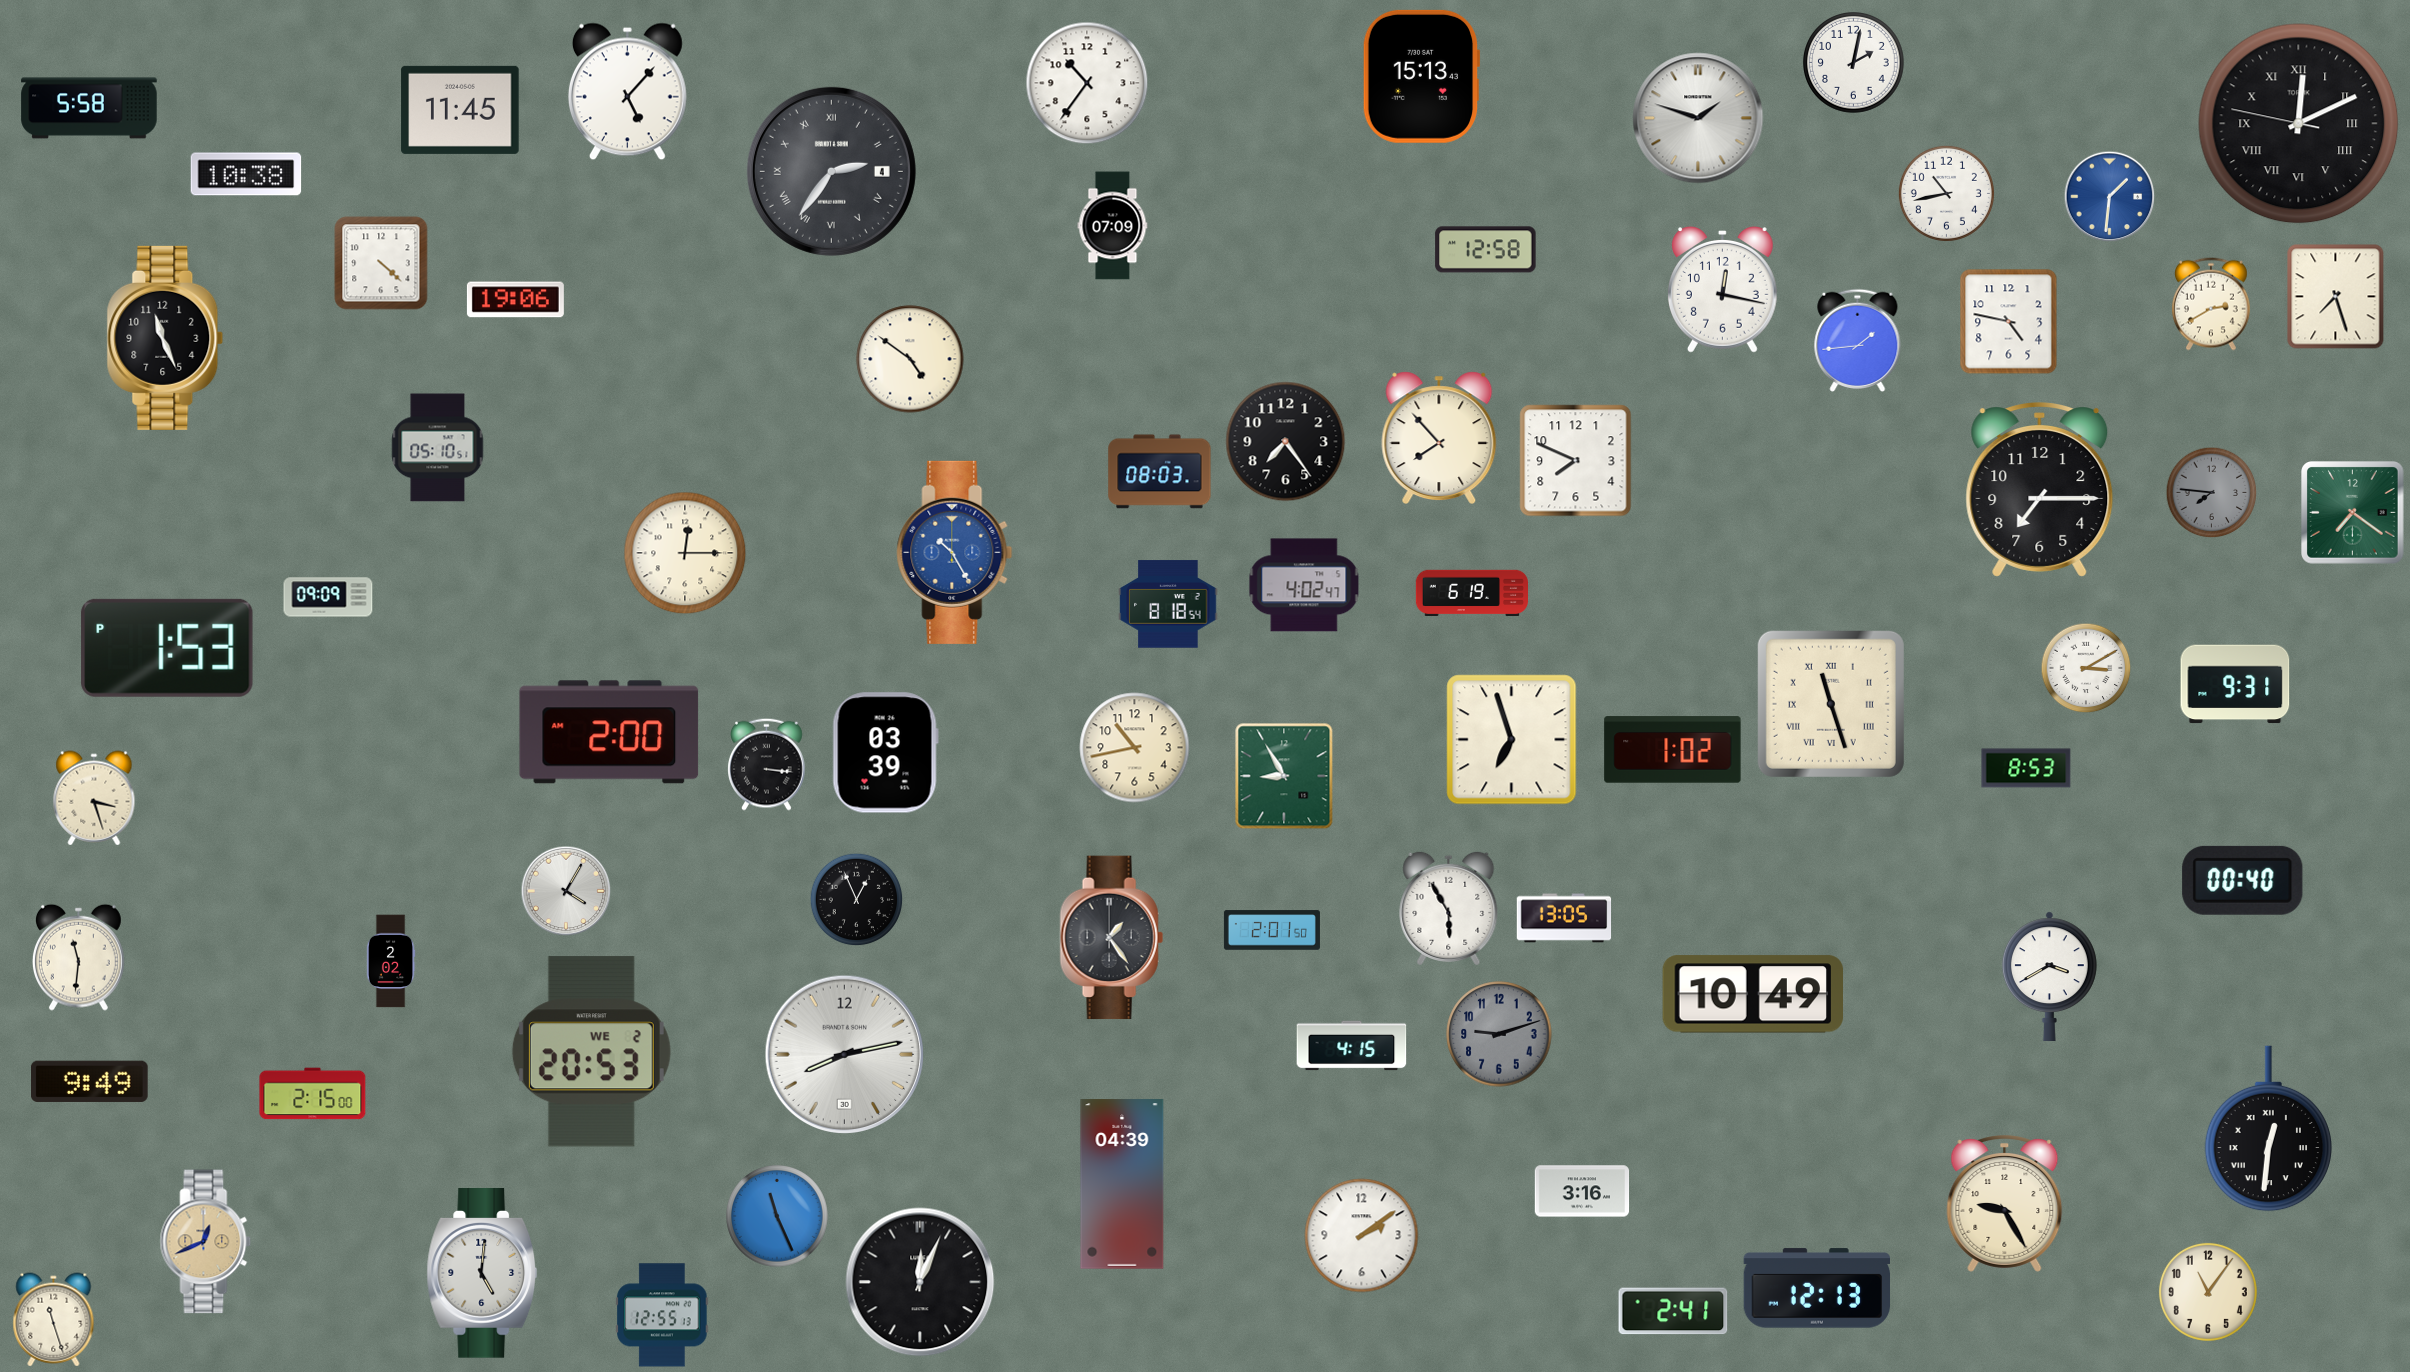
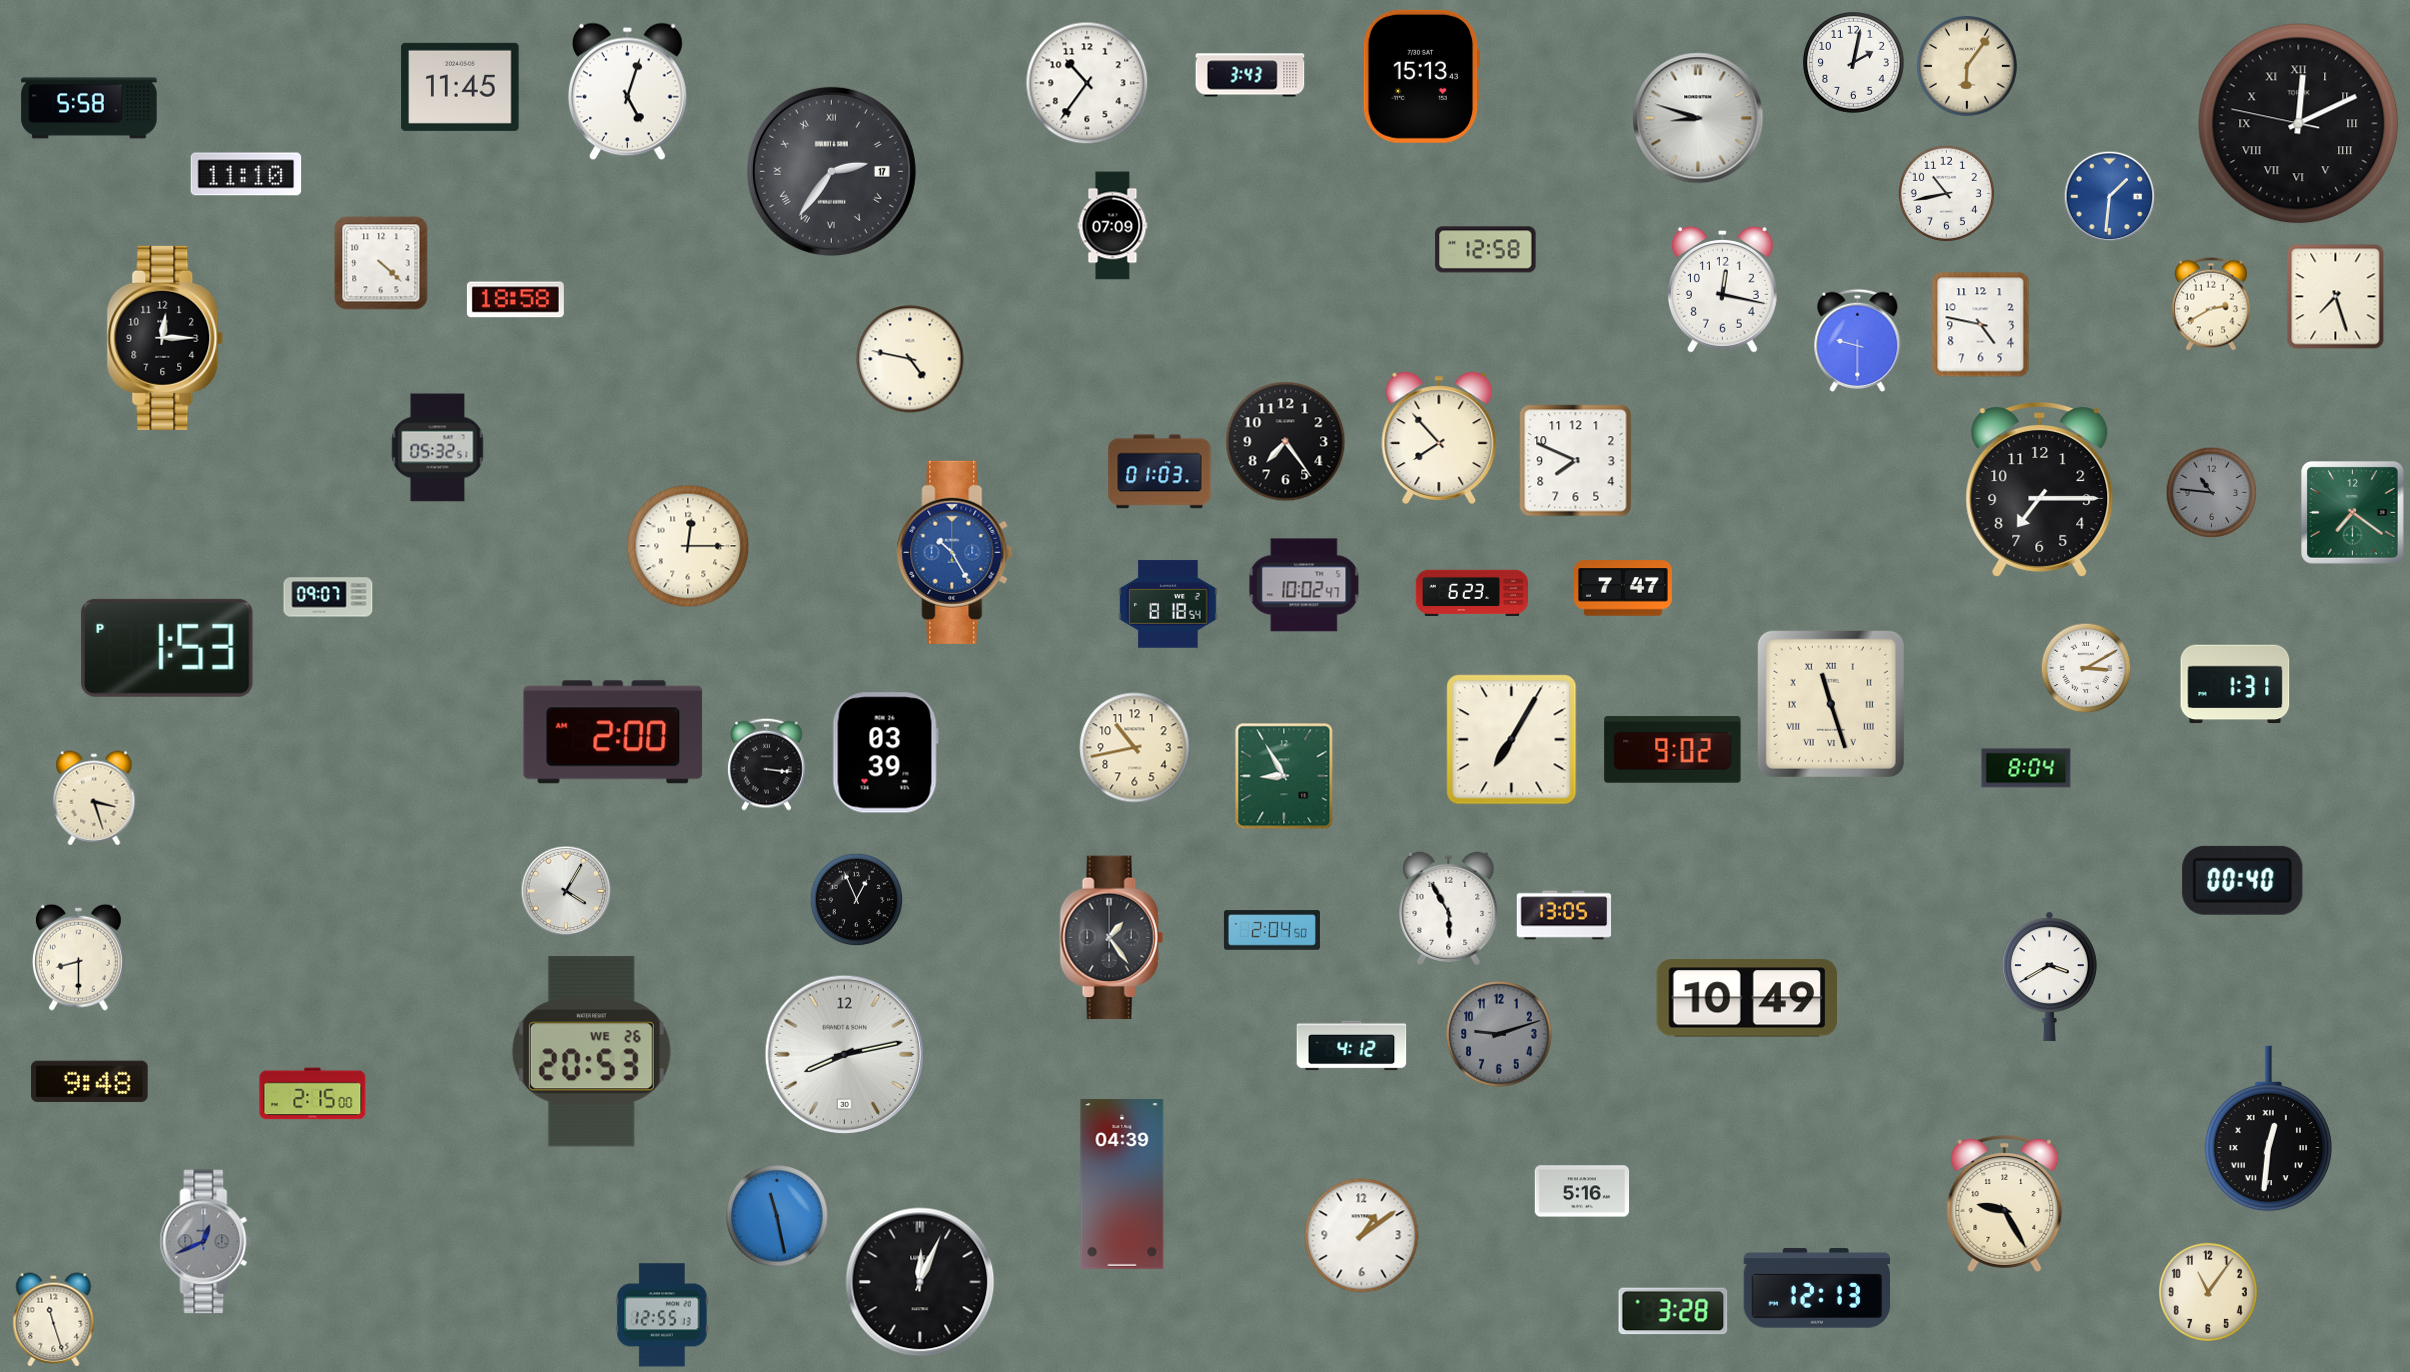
clock at (1967, 66): none -> 6:06
clock at (1250, 75): none -> 3:43
clock at (627, 92): 5:07 -> 5:03
clock at (460, 110) position: (460, 110) -> (460, 87)
clock at (1698, 118): 1:48 -> 8:48
clock at (831, 171) date: 4 -> 17
clock at (246, 174): 10:38 -> 11:10
clock at (515, 300): 19:06 -> 18:58
clock at (2009, 322) position: (2009, 322) -> (1981, 325)
clock at (165, 338): 11:26 -> 12:15
clock at (1858, 340): 1:44 -> 9:30
clock at (910, 359): 4:51 -> 4:47
clock at (438, 448): 05:10 -> 05:32
clock at (1160, 472): 08:03 -> 01:03
clock at (2212, 493): 7:46 -> 10:46
clock at (685, 553) position: (685, 553) -> (688, 546)
clock at (1304, 585): 4:02 -> 10:02
clock at (1624, 588): none -> 7:47
clock at (1471, 592): 6:19 -> 6:23
clock at (328, 597): 09:09 -> 09:07
clock at (2235, 684): 9:31 -> 1:31
clock at (609, 732) position: (609, 732) -> (613, 732)
clock at (1512, 740): 6:57 -> 7:05
clock at (1673, 750): 1:02 -> 9:02
clock at (2026, 768): 8:53 -> 8:04
clock at (1564, 918) position: (1564, 918) -> (1564, 915)
clock at (1272, 930): 2:01 -> 2:04
clock at (78, 957): 11:31 -> 8:30
clock at (391, 961): 2:02 -> none
clock at (1752, 994) position: (1752, 994) -> (1746, 998)
clock at (1352, 1046): 4:15 -> 4:12
clock at (591, 1052) date: WE 2 -> WE 26
clock at (90, 1081): 9:49 -> 9:48
clock at (1582, 1191): 3:16 -> 5:16
clock at (777, 1216): 11:26 -> 11:28
clock at (1362, 1236): 2:09 -> 1:09
clock at (206, 1242) dial: champagne -> grey
clock at (482, 1274): 5:01 -> none
clock at (1673, 1311): 2:41 -> 3:28
